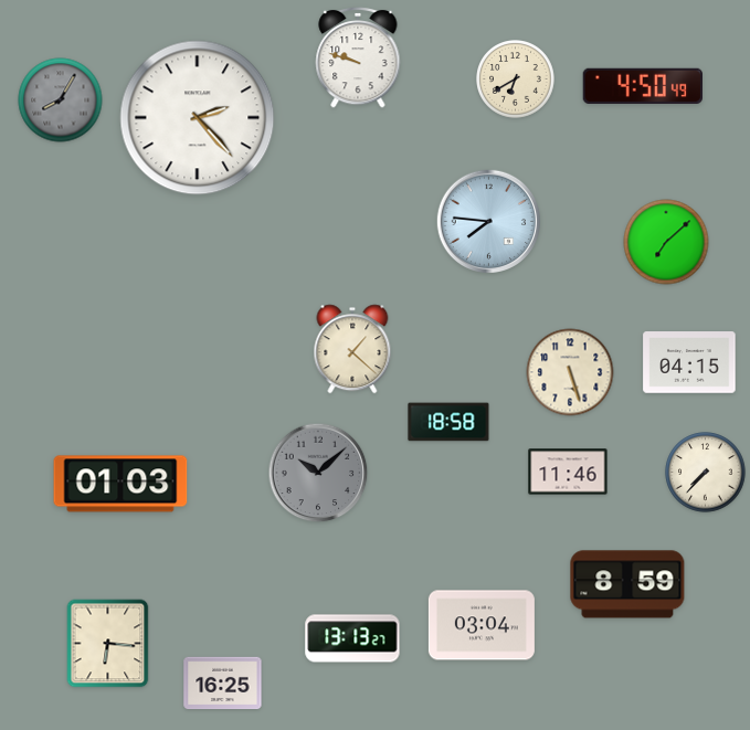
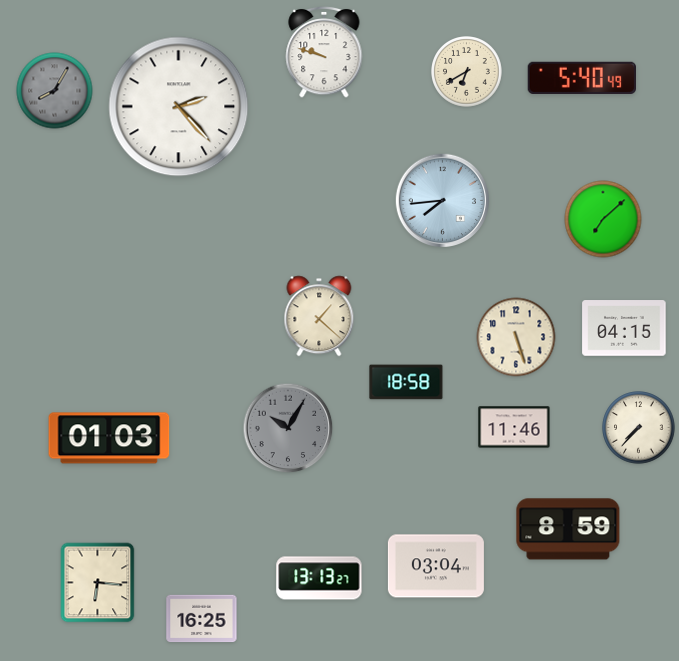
clock at (642, 86): 4:50 -> 5:40
clock at (488, 221): 7:46 -> 7:44
clock at (318, 473): 10:08 -> 10:05
